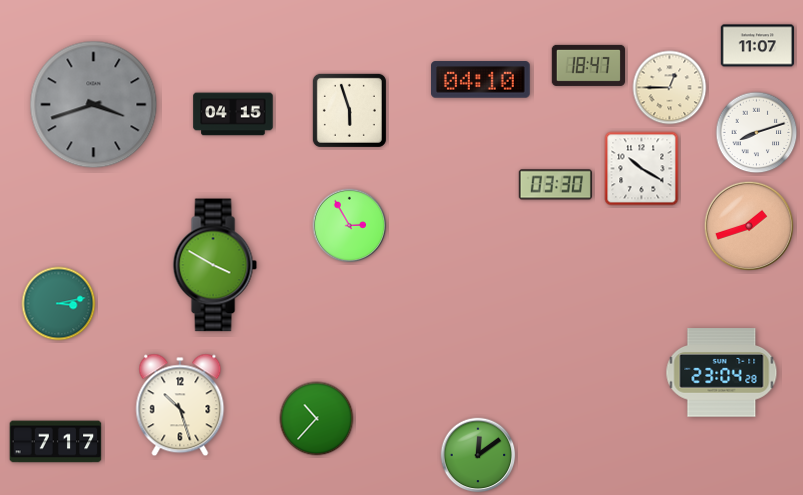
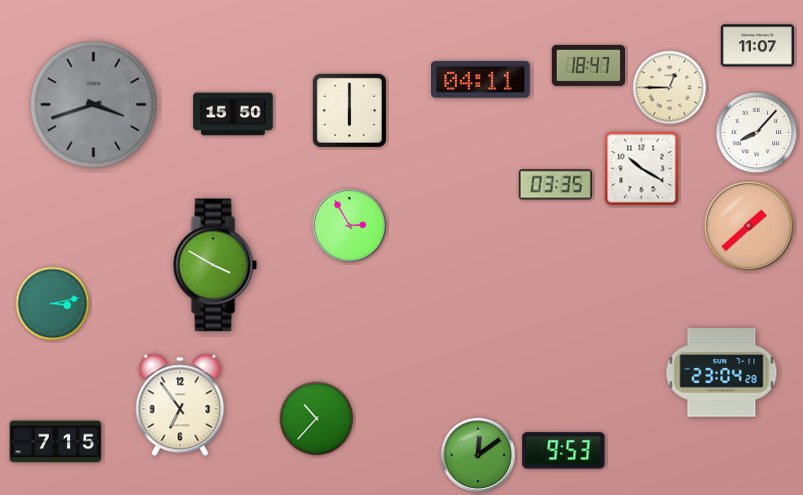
clock at (481, 80): 04:10 -> 04:11
clock at (349, 110): 5:57 -> 6:00
clock at (233, 114): 04:15 -> 15:50
clock at (757, 133): 8:12 -> 8:07
clock at (555, 185): 03:30 -> 03:35
clock at (748, 225): 1:42 -> 1:38
clock at (59, 304) position: (59, 304) -> (53, 304)
clock at (180, 405): 10:27 -> 6:54
clock at (56, 442): 7:17 -> 7:15
clock at (564, 451): none -> 9:53
